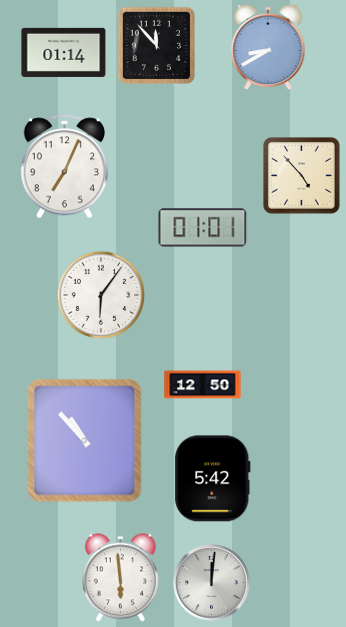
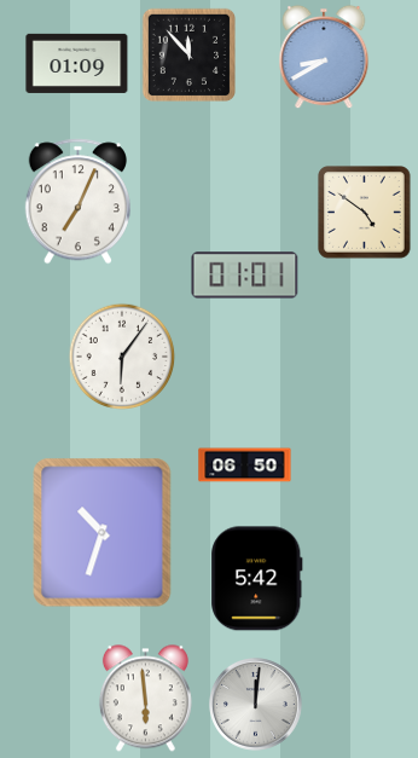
clock at (64, 52): 01:14 -> 01:09
clock at (302, 176): 4:53 -> 4:51
clock at (203, 385): 12:50 -> 06:50
clock at (85, 441): 10:53 -> 10:33
